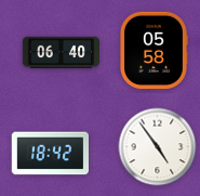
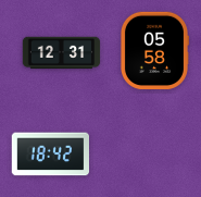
clock at (62, 53): 06:40 -> 12:31
clock at (158, 147): 4:54 -> none
